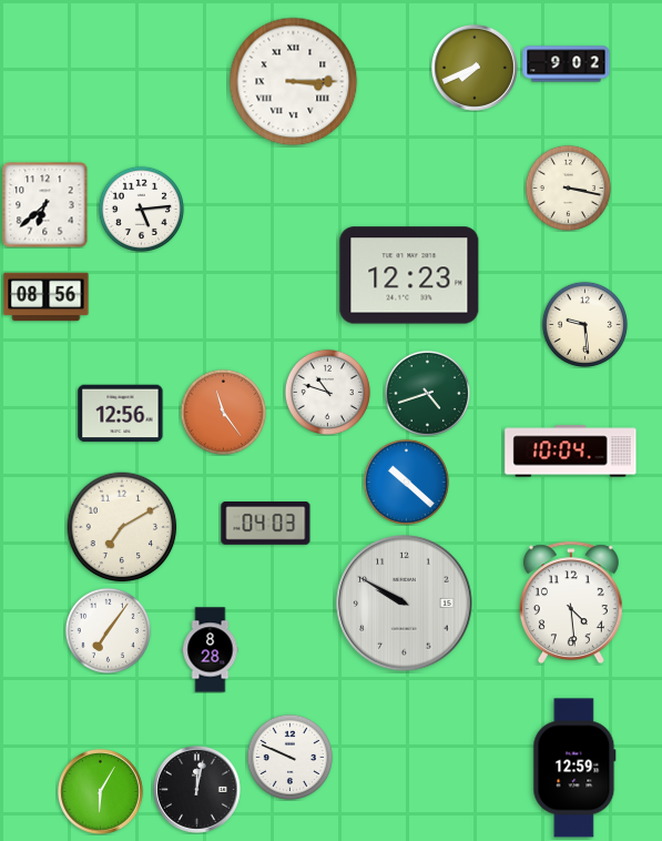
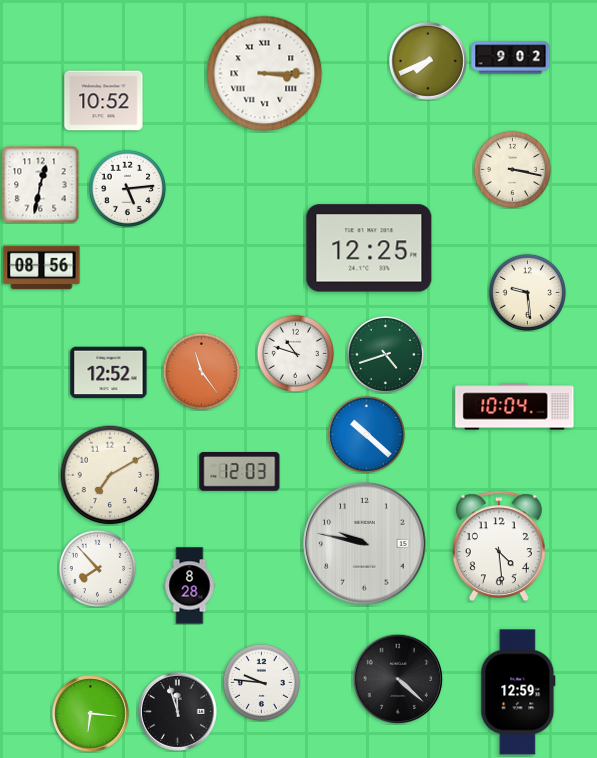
clock at (104, 101): none -> 10:52
clock at (44, 204): 6:38 -> 12:32
clock at (409, 275): 12:23 -> 12:25
clock at (121, 414): 12:56 -> 12:52
clock at (266, 524): 04:03 -> 12:03
clock at (571, 602) position: (571, 602) -> (499, 546)
clock at (405, 604): 9:50 -> 9:47
clock at (108, 630): 7:06 -> 7:53
clock at (398, 679): none -> 4:22
clock at (289, 757): 9:49 -> 9:46
clock at (196, 789): 12:02 -> 11:57
clock at (101, 792): 6:05 -> 6:16
